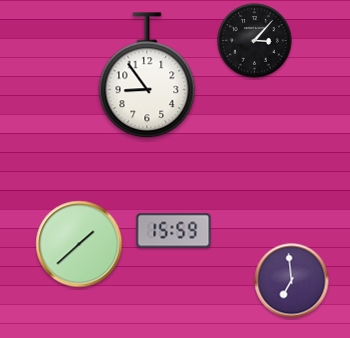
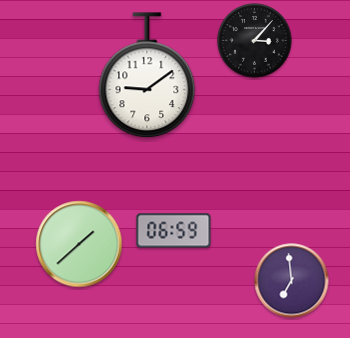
clock at (147, 76): 8:54 -> 9:09
clock at (174, 231): 15:59 -> 06:59
